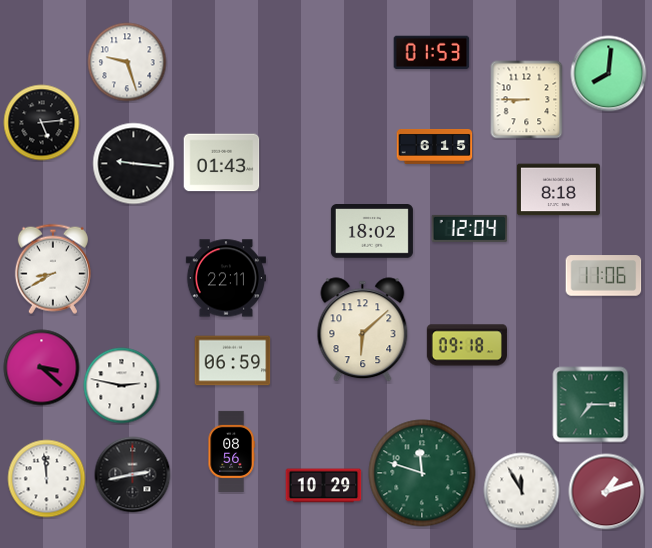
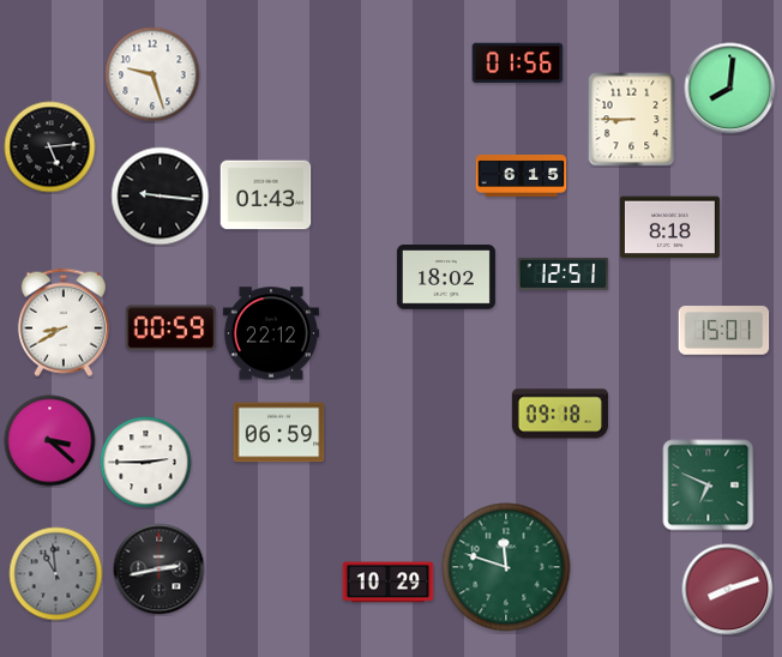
clock at (432, 53): 01:53 -> 01:56
clock at (470, 228): 12:04 -> 12:51
clock at (172, 328): none -> 00:59
clock at (604, 276): 11:06 -> 15:01
clock at (226, 278): 22:11 -> 22:12
clock at (363, 330): 6:08 -> none
clock at (122, 386): 2:47 -> 2:45
clock at (591, 405): 7:15 -> 6:49
clock at (231, 451): 08:56 -> none
clock at (47, 479): 11:59 -> 10:59
clock at (47, 479) dial: white -> grey
clock at (522, 491): 11:55 -> none
clock at (607, 492): 1:12 -> 8:12
